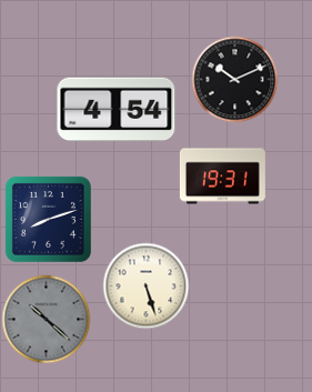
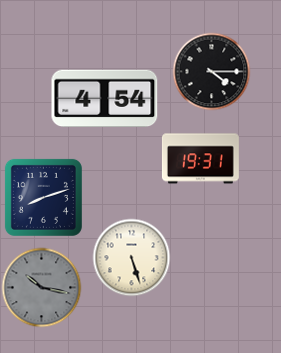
clock at (234, 79): 10:11 -> 4:15
clock at (46, 319): 10:22 -> 10:17
